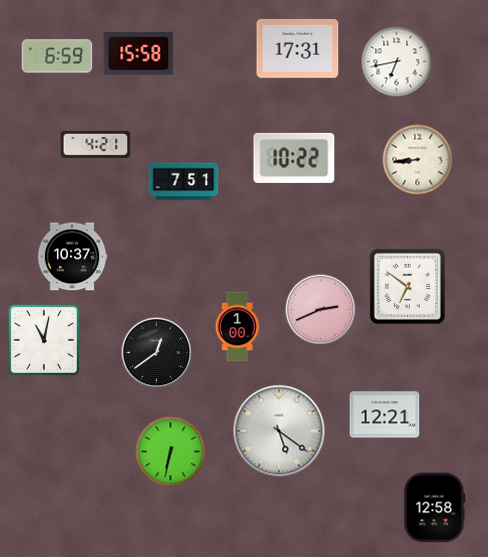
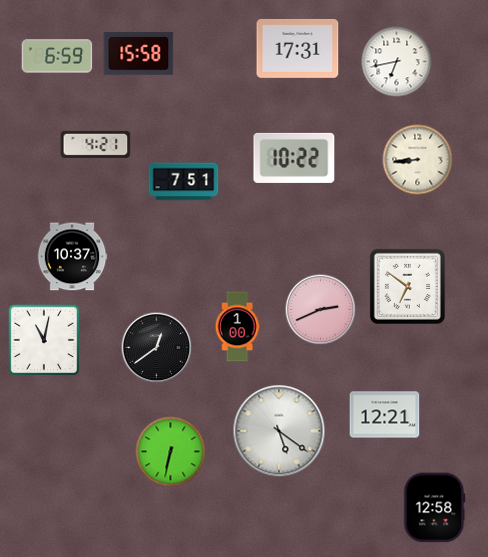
clock at (157, 353) position: (157, 353) -> (157, 348)
